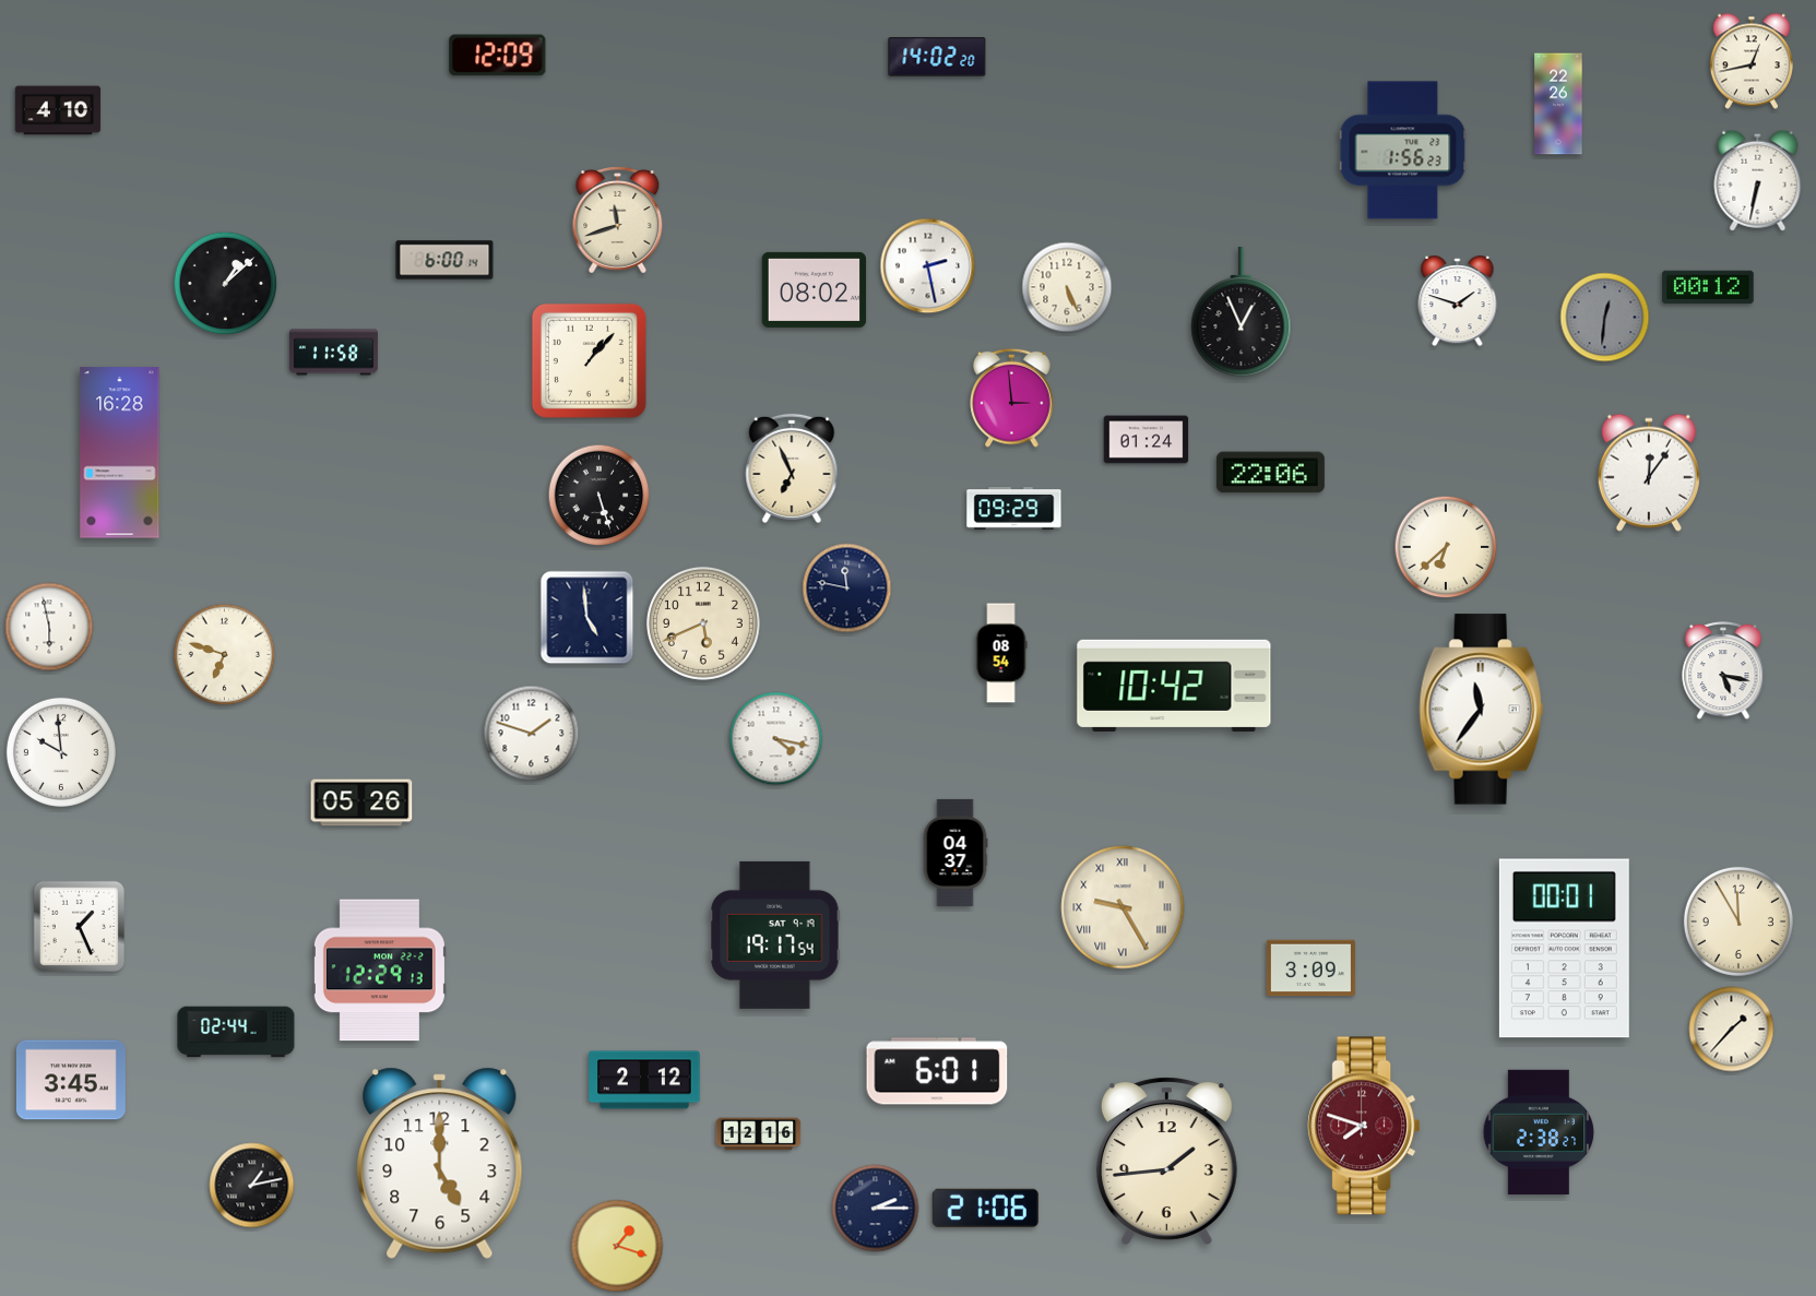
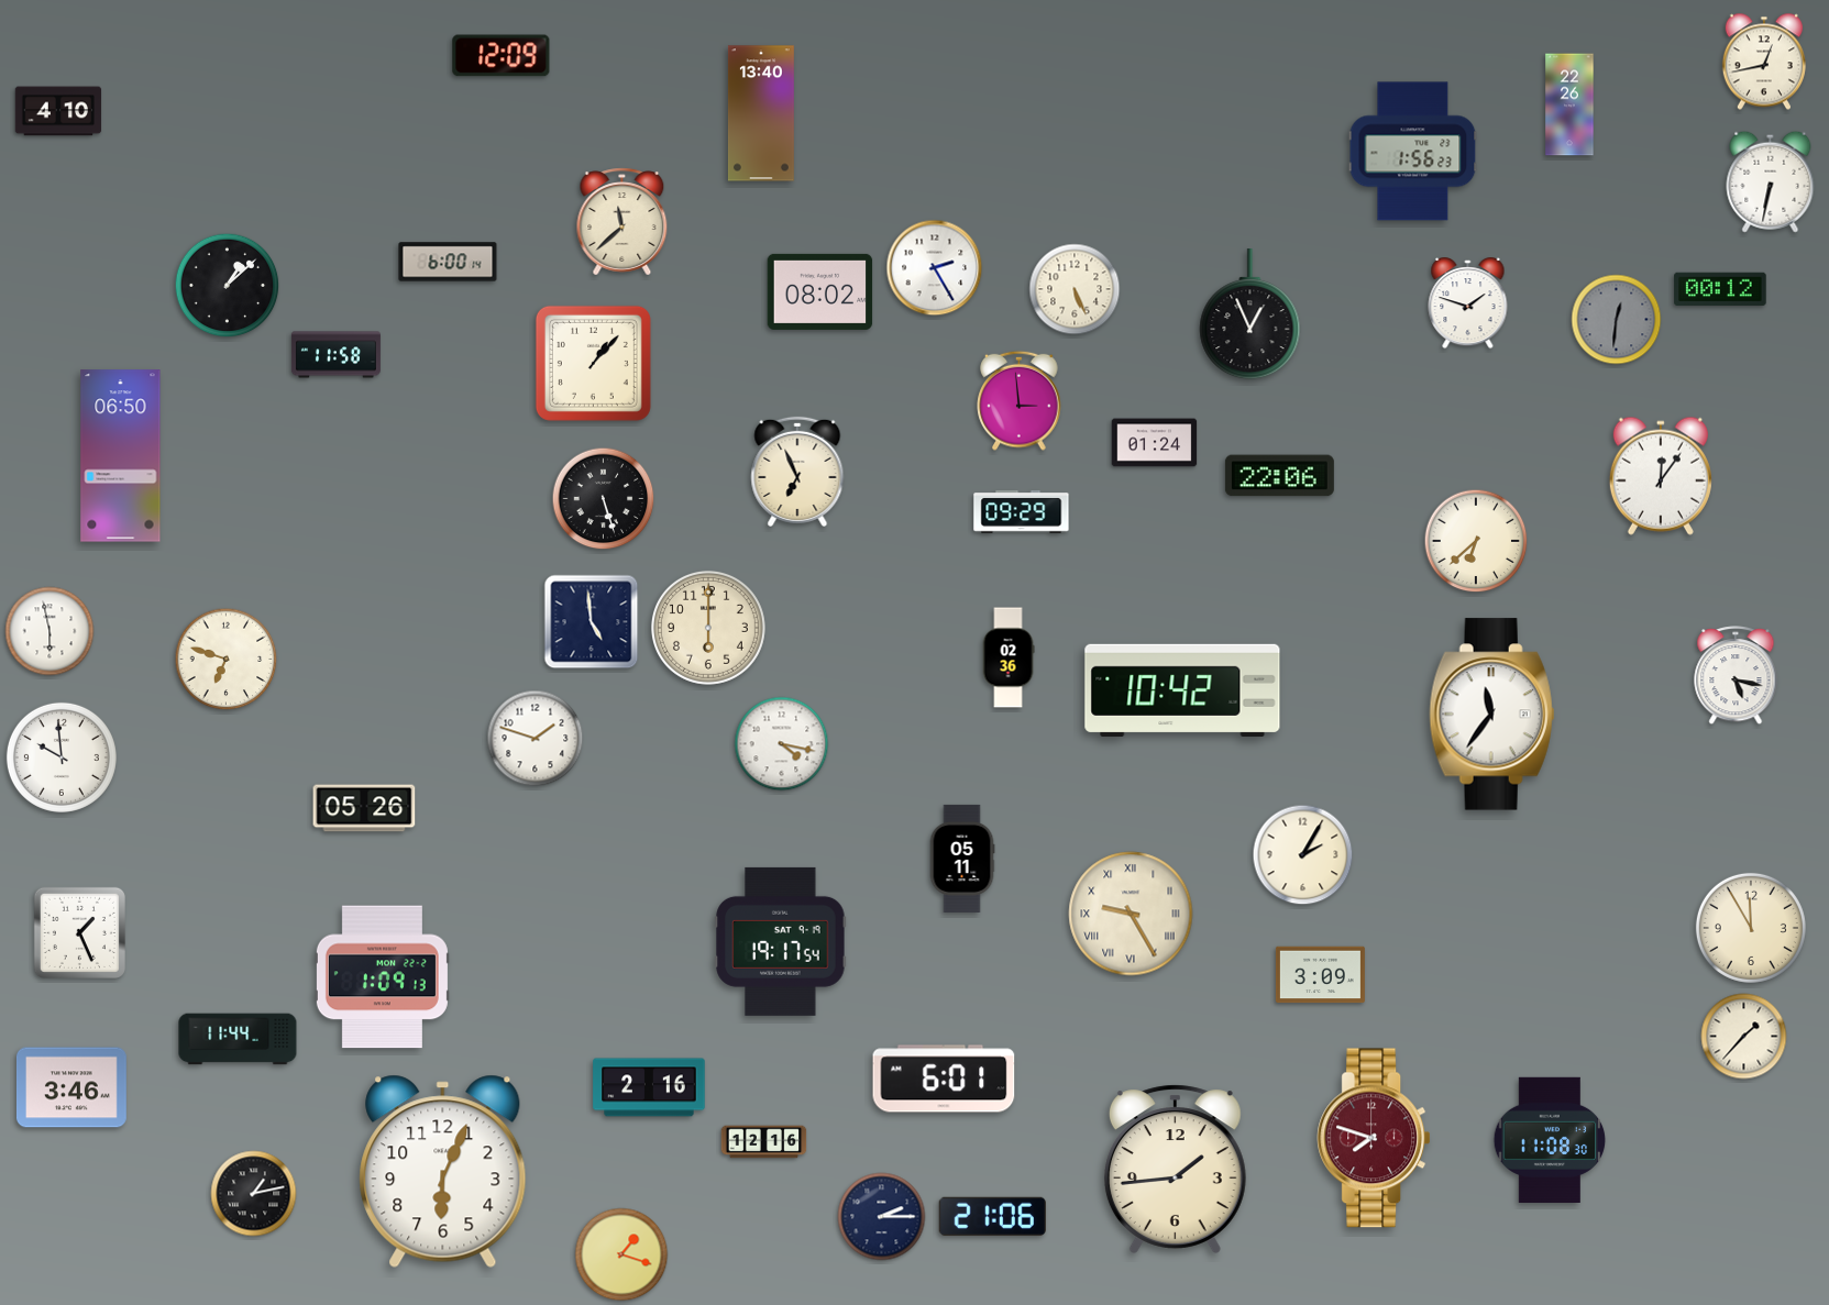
clock at (937, 58): 14:02 -> none
clock at (761, 113): none -> 13:40
clock at (618, 221): 11:42 -> 11:38
clock at (928, 266): 2:28 -> 2:25
clock at (120, 453): 16:28 -> 06:50
clock at (1446, 547) position: (1446, 547) -> (1476, 541)
clock at (847, 588): 11:47 -> none
clock at (703, 623): 5:41 -> 6:00
clock at (1001, 653): 08:54 -> 02:36
clock at (1303, 855): none -> 2:05
clock at (956, 853): 04:37 -> 05:11
clock at (1564, 949): 00:01 -> none
clock at (379, 971): 12:29 -> 1:09
clock at (236, 1032): 02:44 -> 11:44
clock at (71, 1080): 3:45 -> 3:46
clock at (644, 1080): 2:12 -> 2:16
clock at (1364, 1126) position: (1364, 1126) -> (1374, 1138)
clock at (1539, 1131): 2:38 -> 11:08
clock at (440, 1163): 5:00 -> 6:04
